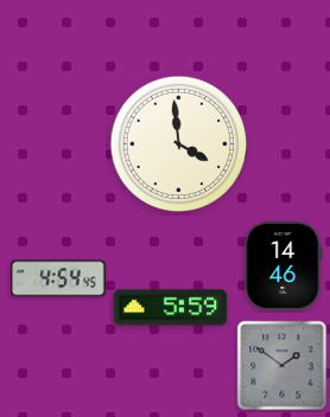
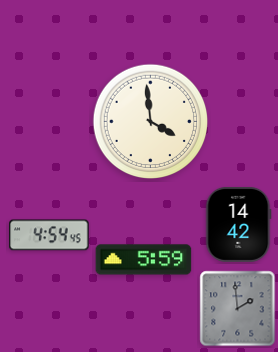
clock at (283, 265): 14:46 -> 14:42
clock at (283, 366): 1:51 -> 1:59
